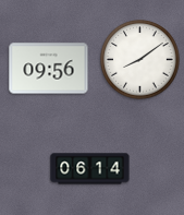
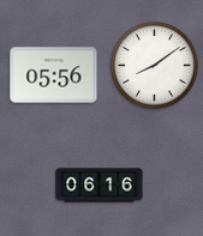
clock at (49, 69): 09:56 -> 05:56
clock at (90, 169): 06:14 -> 06:16
